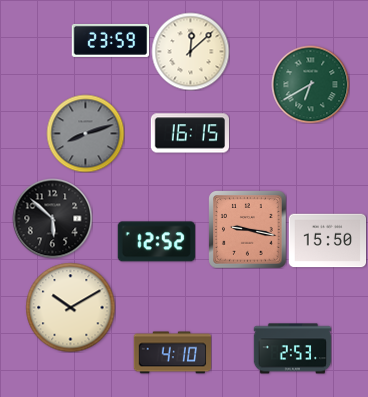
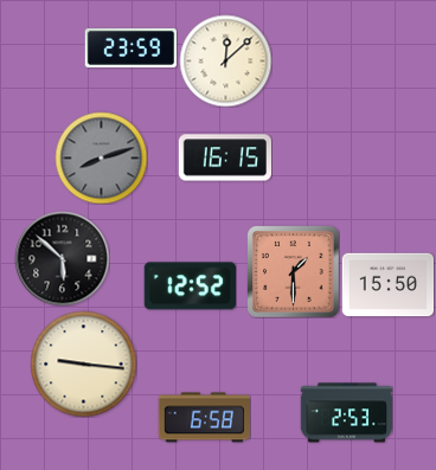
clock at (310, 84): 6:40 -> none
clock at (247, 229): 9:17 -> 1:30
clock at (156, 242) position: (156, 242) -> (190, 286)
clock at (70, 307): 10:10 -> 9:16
clock at (172, 353): 4:10 -> 6:58
